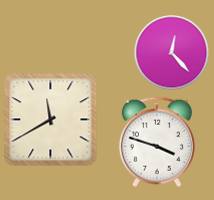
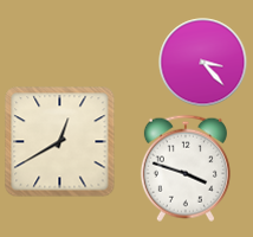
clock at (172, 53): 12:23 -> 3:23
clock at (51, 120): 11:40 -> 12:40
